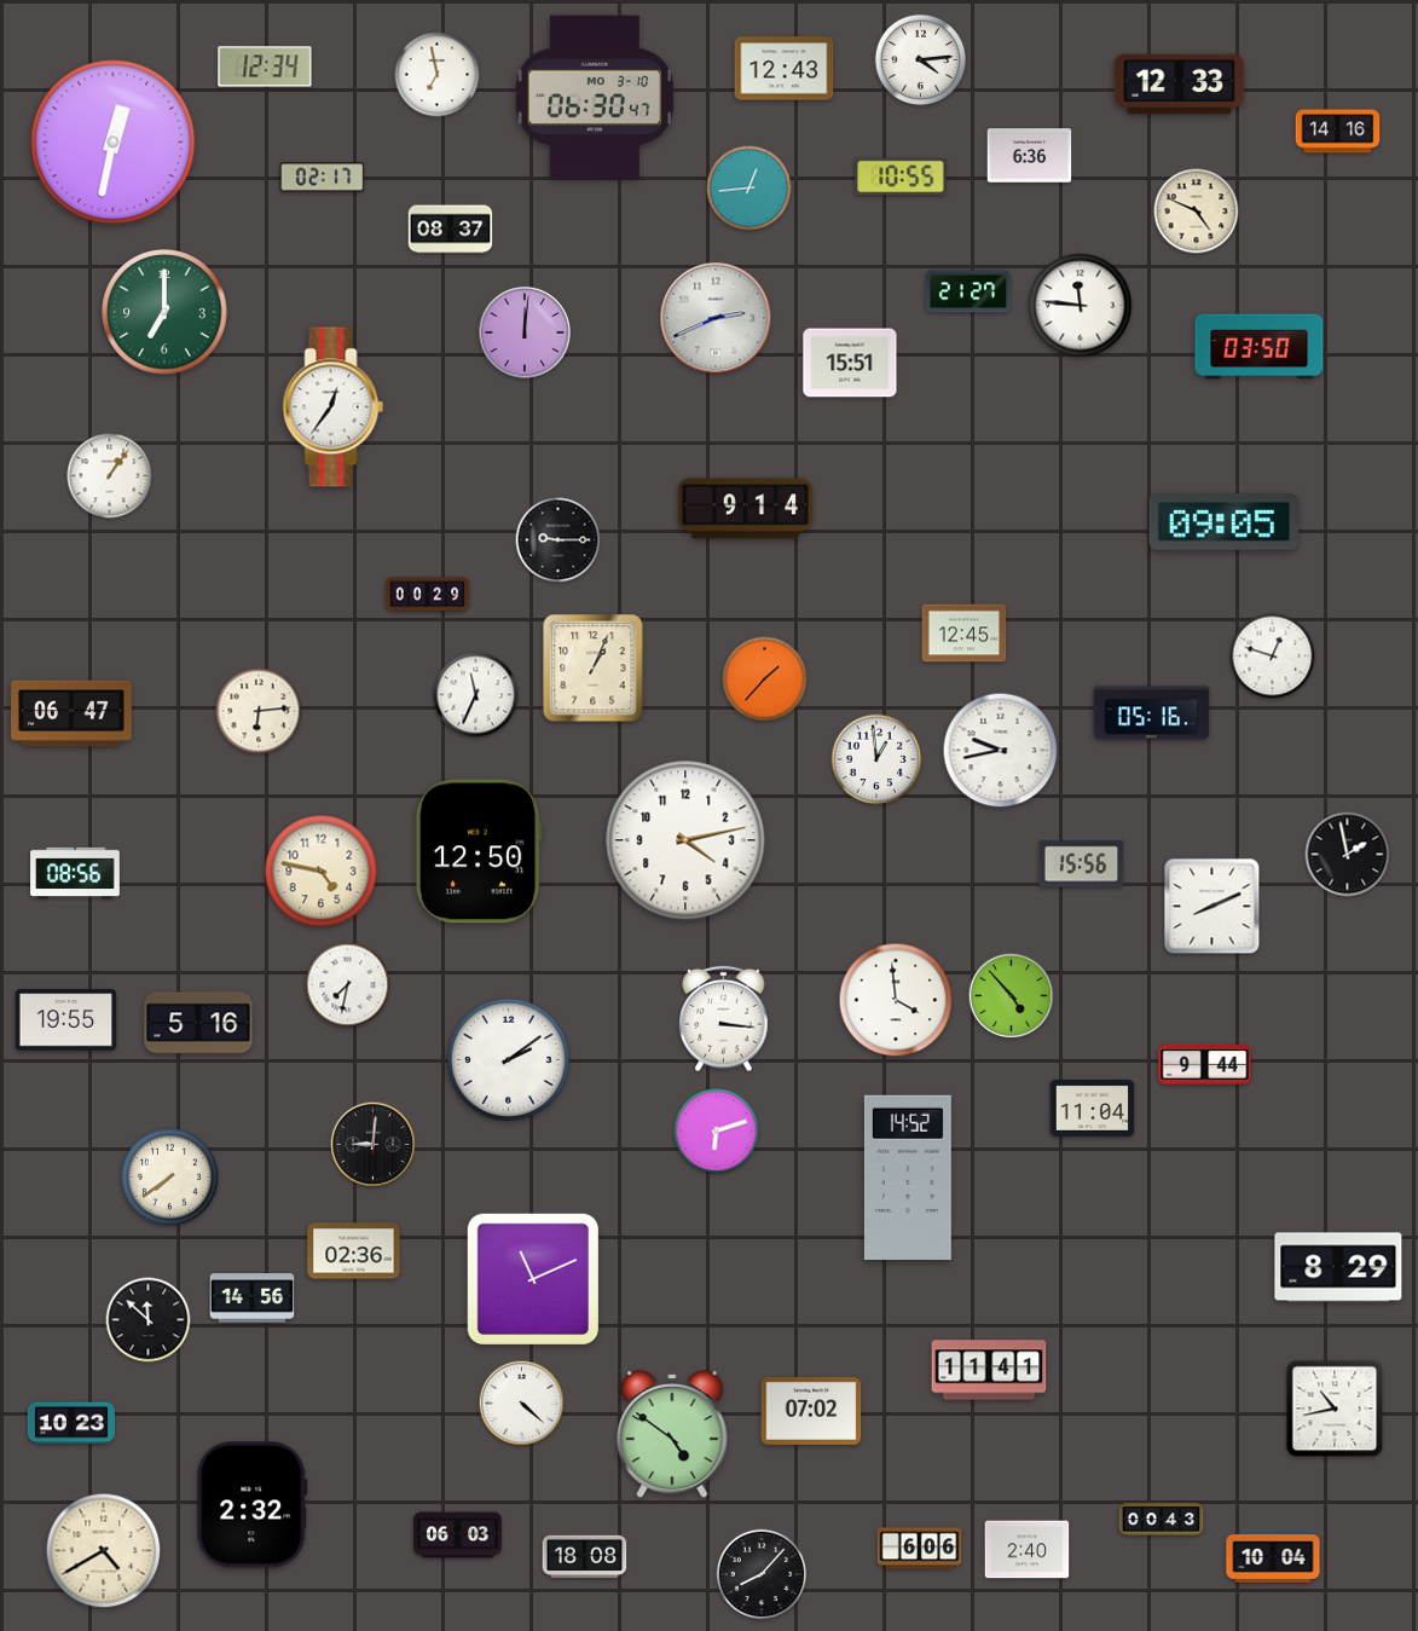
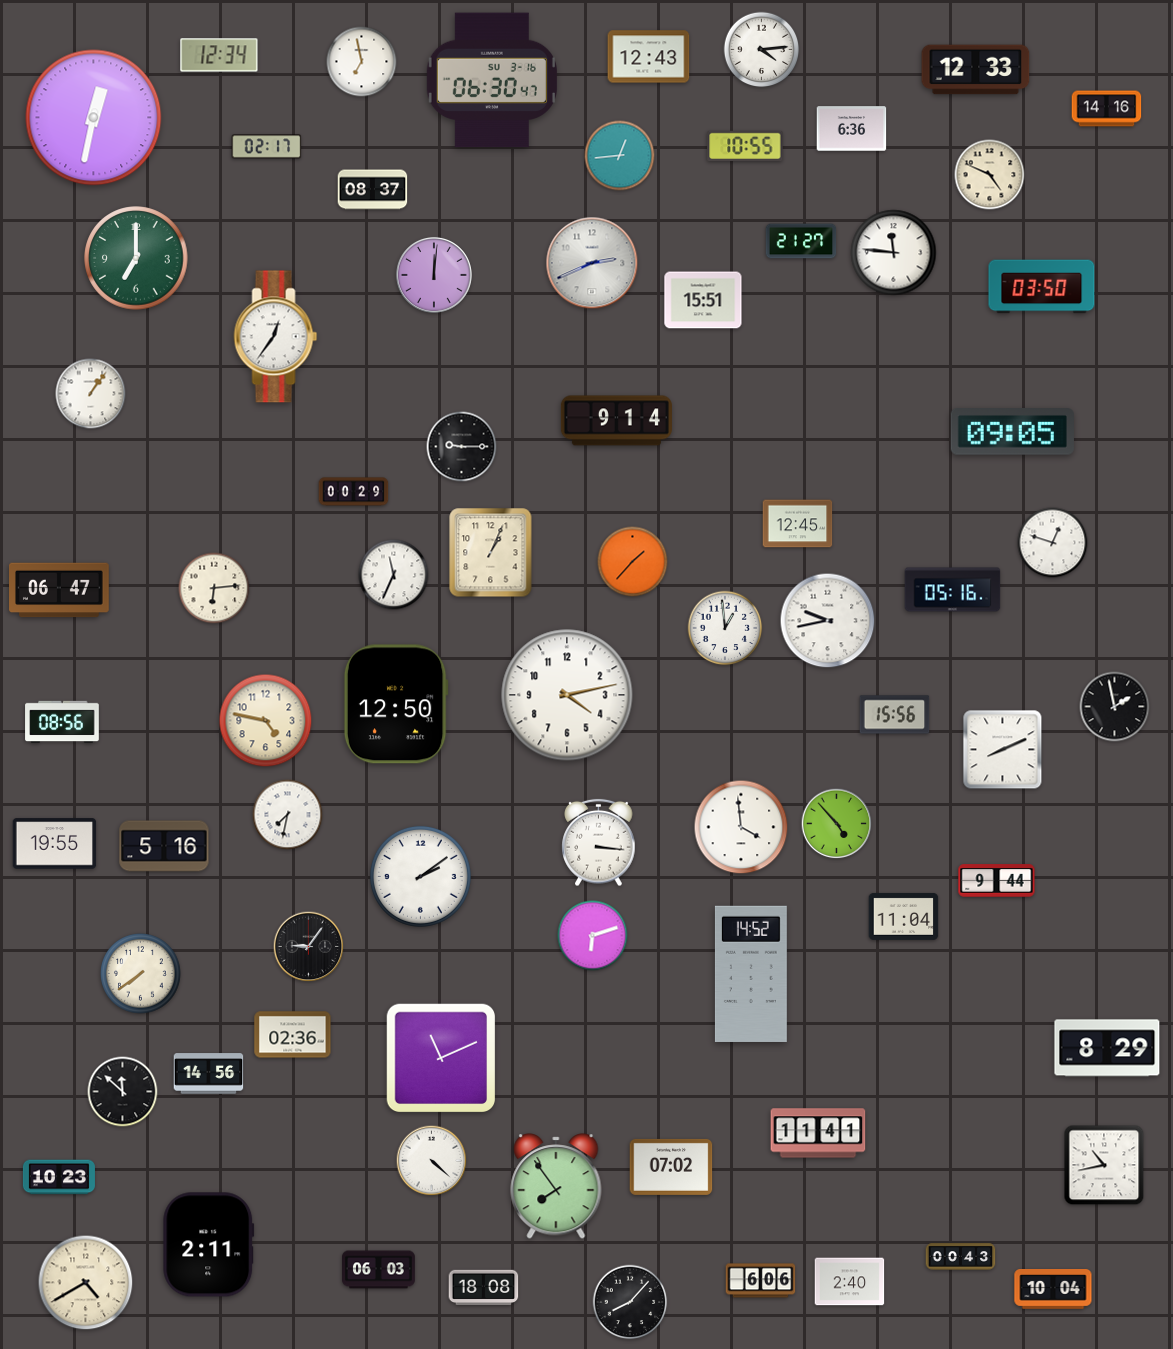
clock at (595, 97) date: MO 3-10 -> SU 3-16
clock at (374, 1145): 9:01 -> 9:06
clock at (672, 1434): 4:51 -> 7:54
clock at (253, 1505): 2:32 -> 2:11
